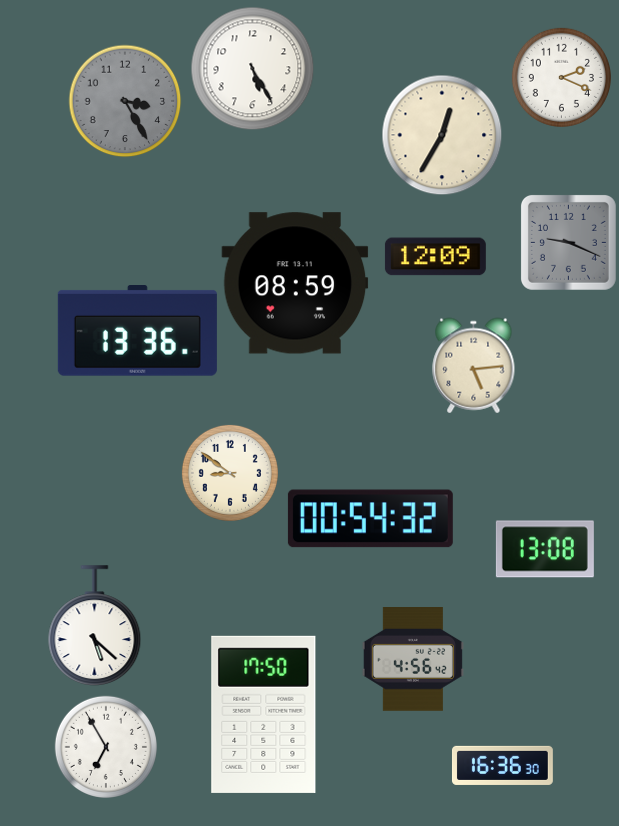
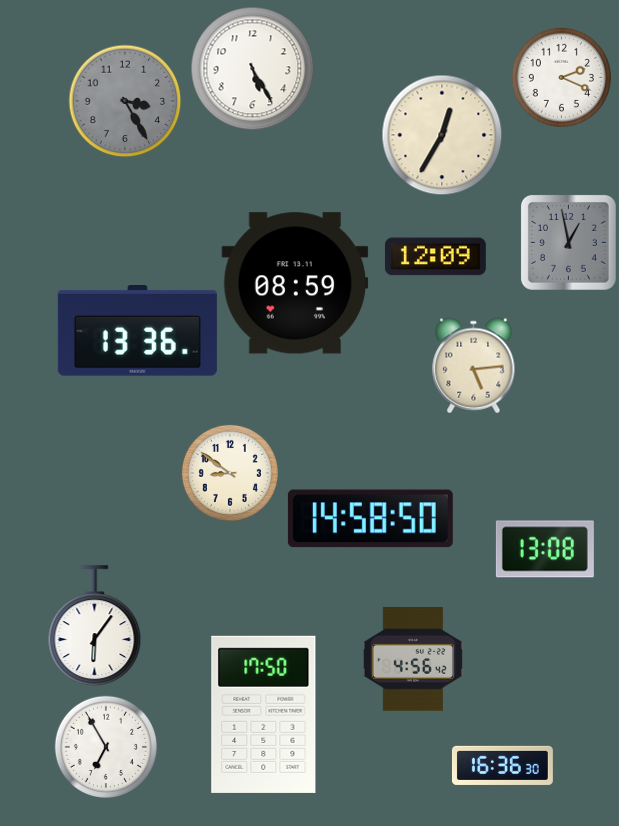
clock at (568, 242): 9:19 -> 12:58
clock at (370, 519): 00:54 -> 14:58
clock at (95, 625): 5:22 -> 6:06
